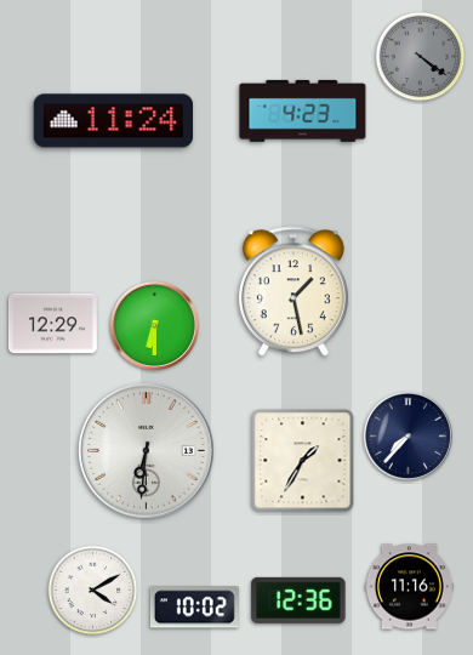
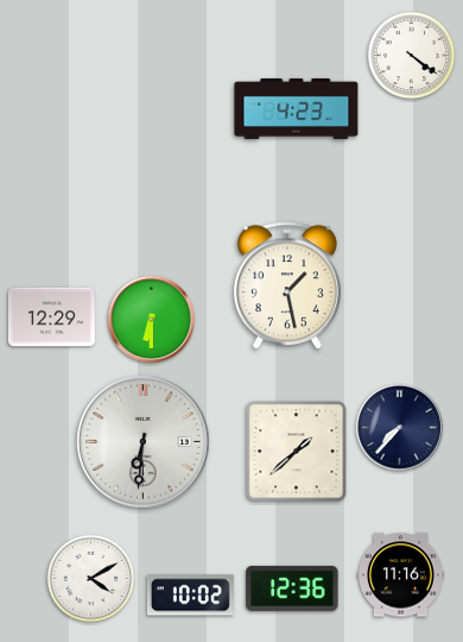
clock at (421, 57) dial: grey -> white
clock at (114, 121): 11:24 -> none
clock at (303, 461): 1:35 -> 1:38
